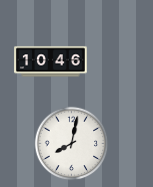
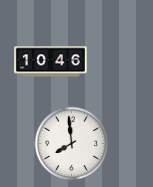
clock at (72, 144): 8:02 -> 7:59
